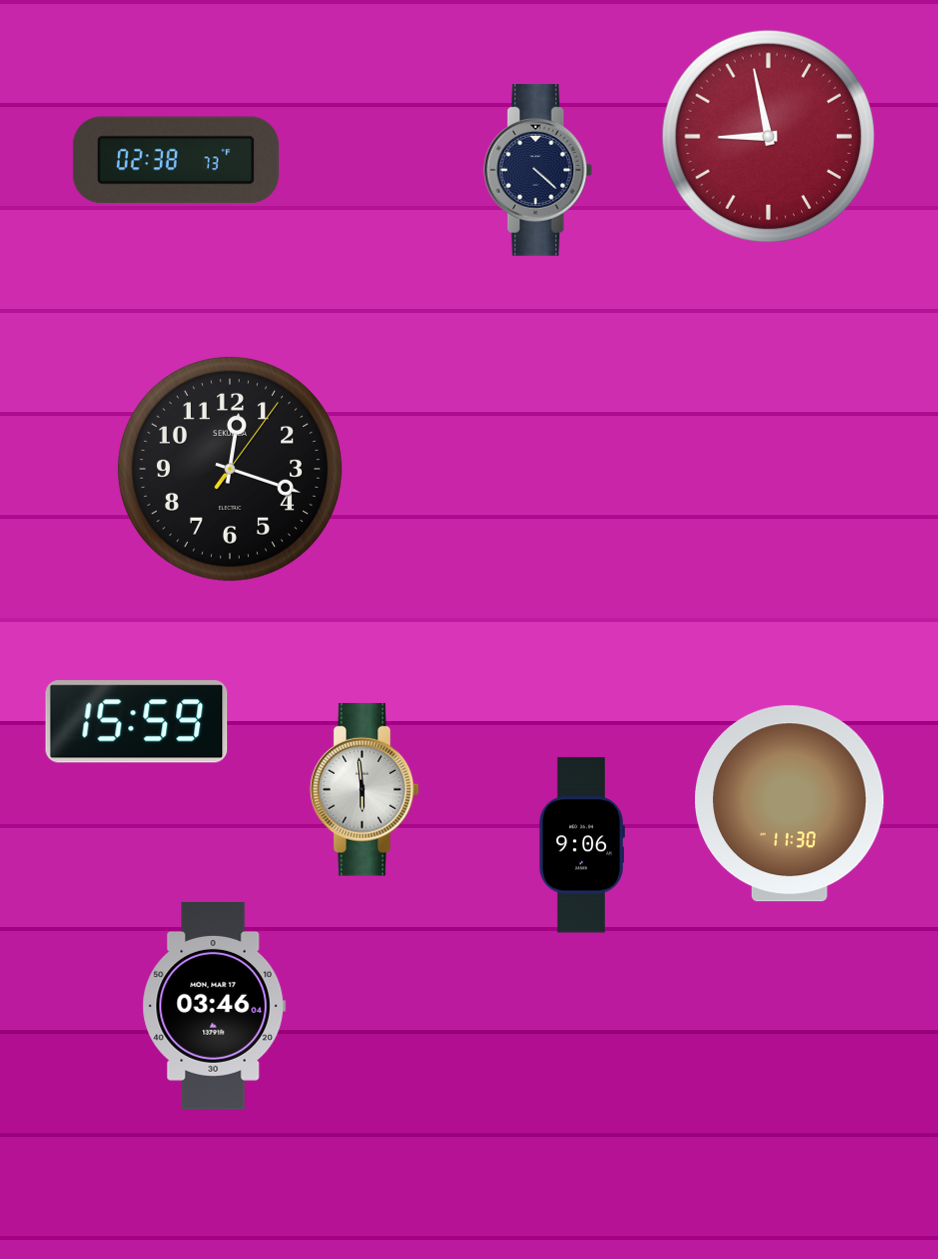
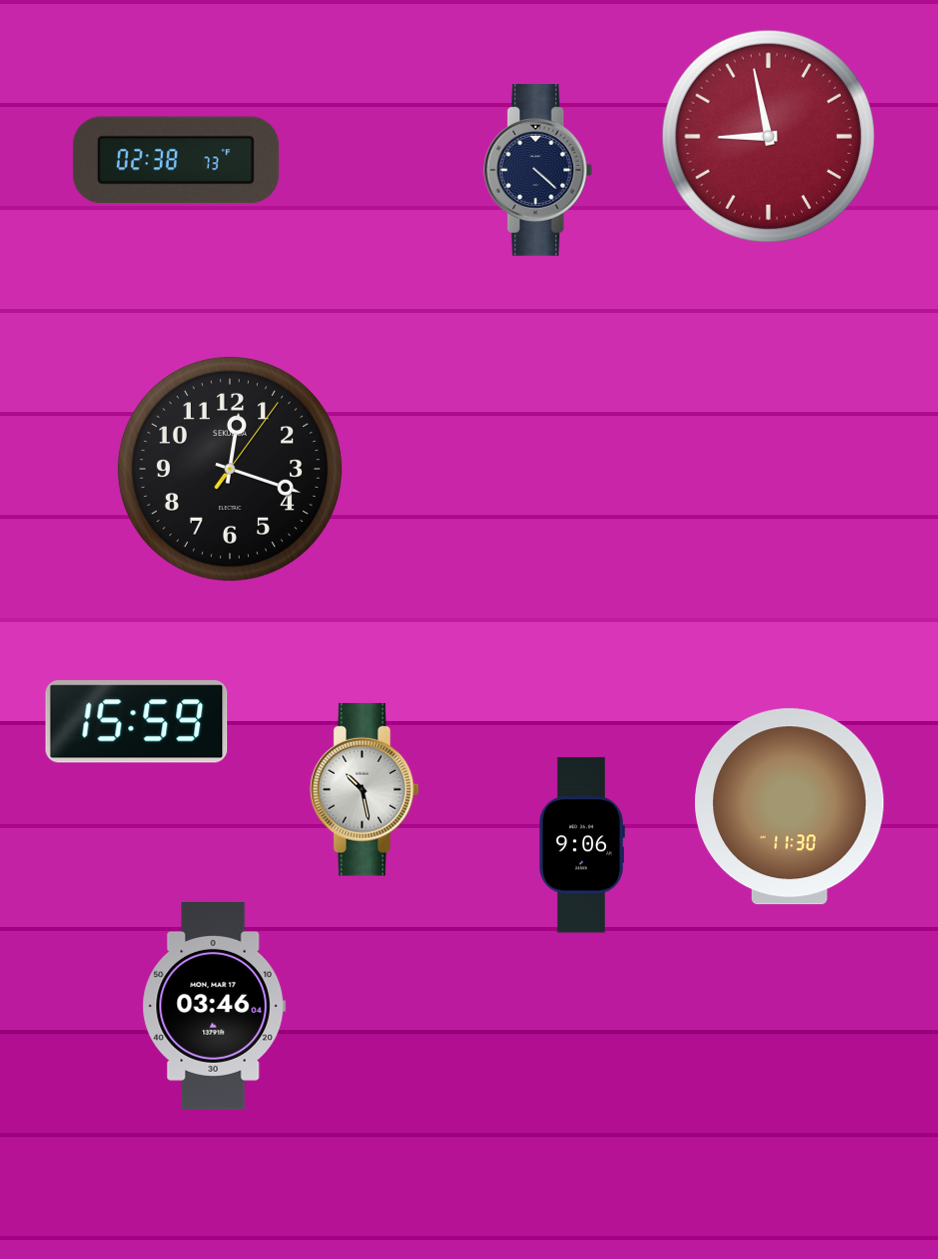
clock at (365, 790): 5:59 -> 10:28
clock at (789, 804) position: (789, 804) -> (789, 807)
